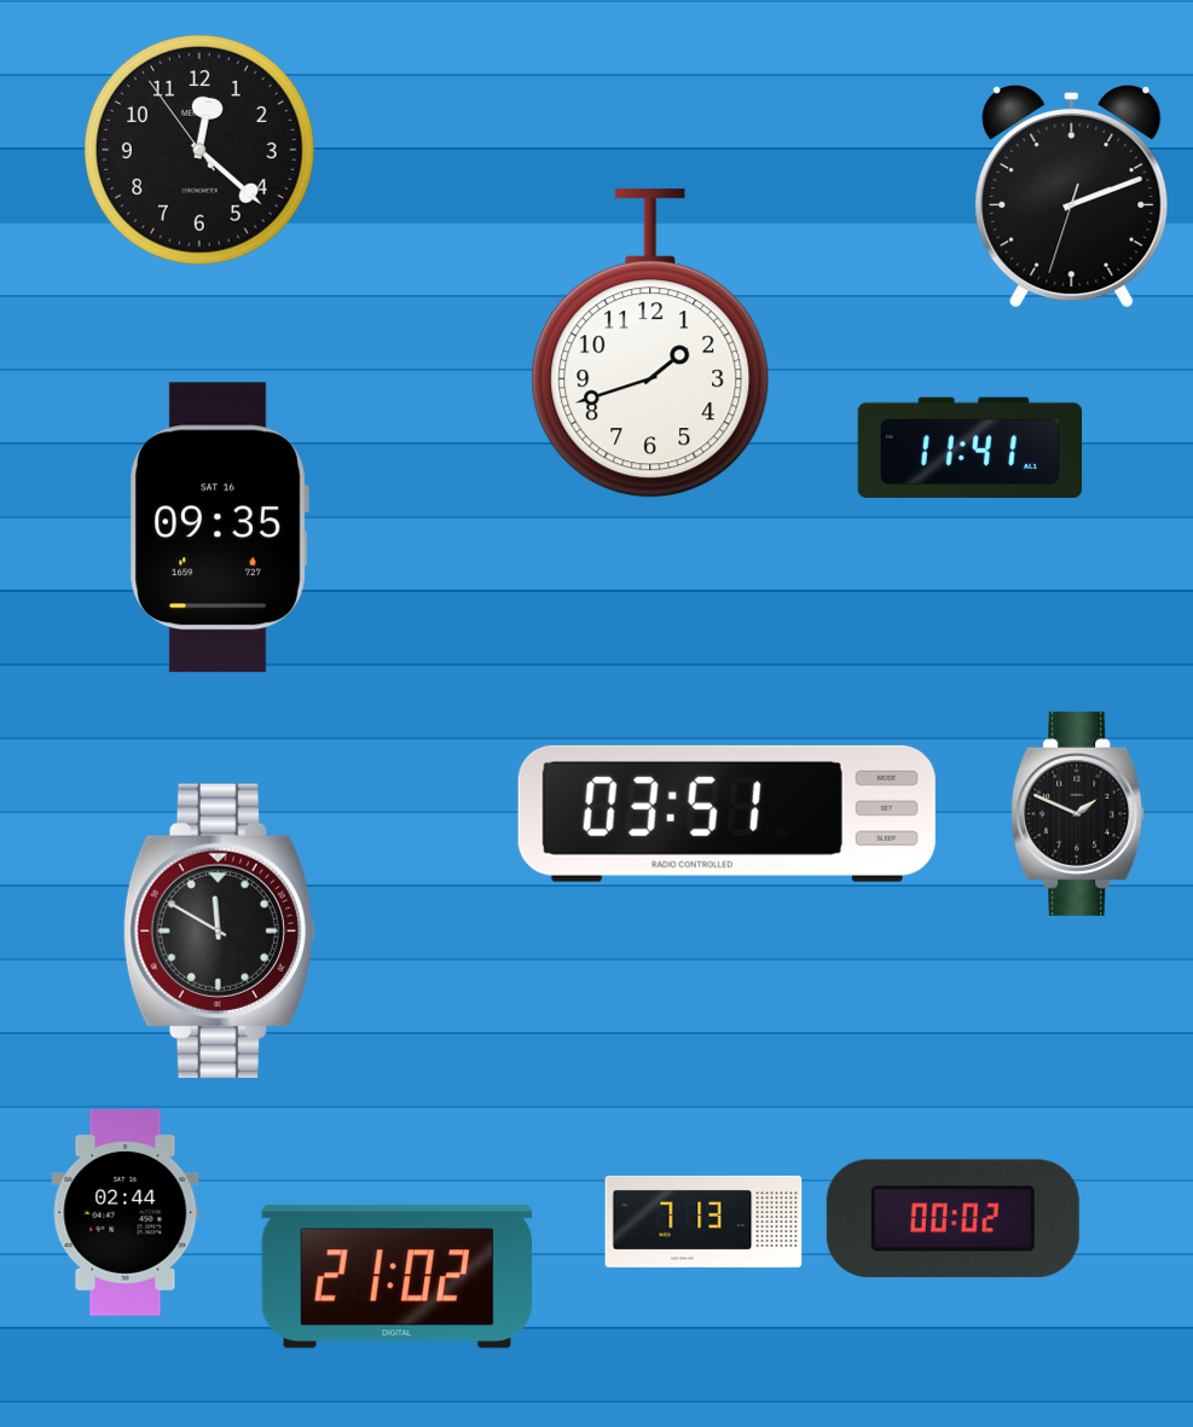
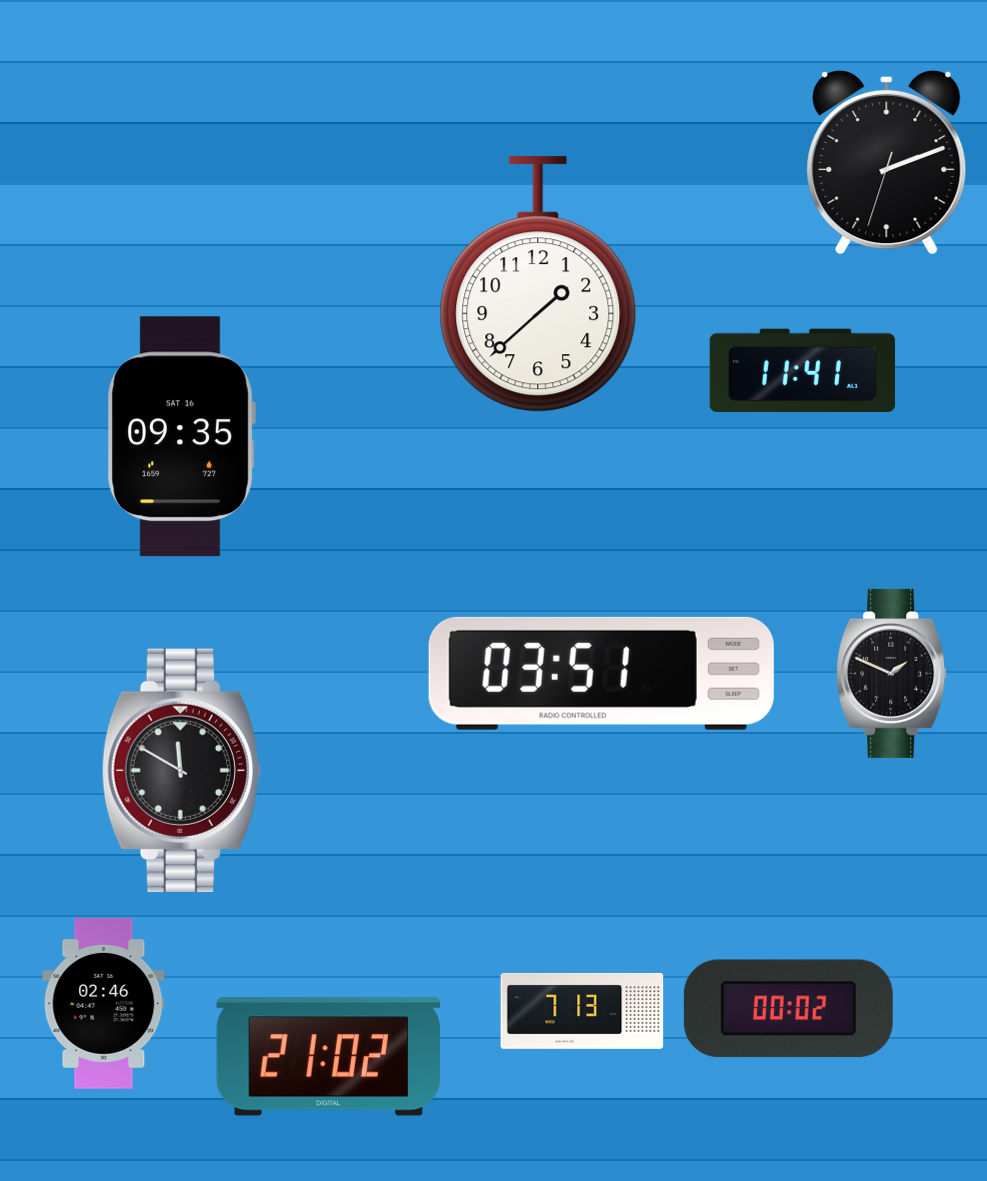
clock at (199, 150): 12:21 -> none
clock at (650, 344): 1:42 -> 1:38
clock at (126, 1212): 02:44 -> 02:46
